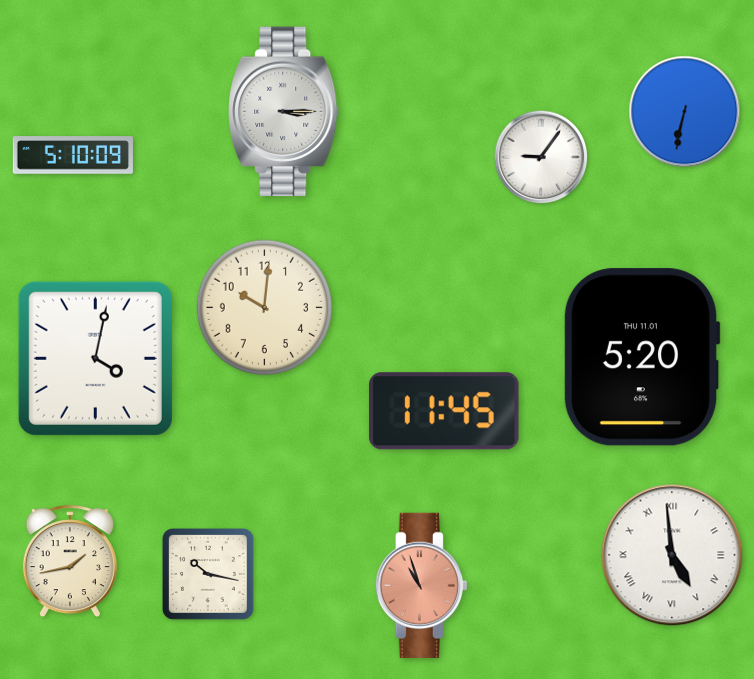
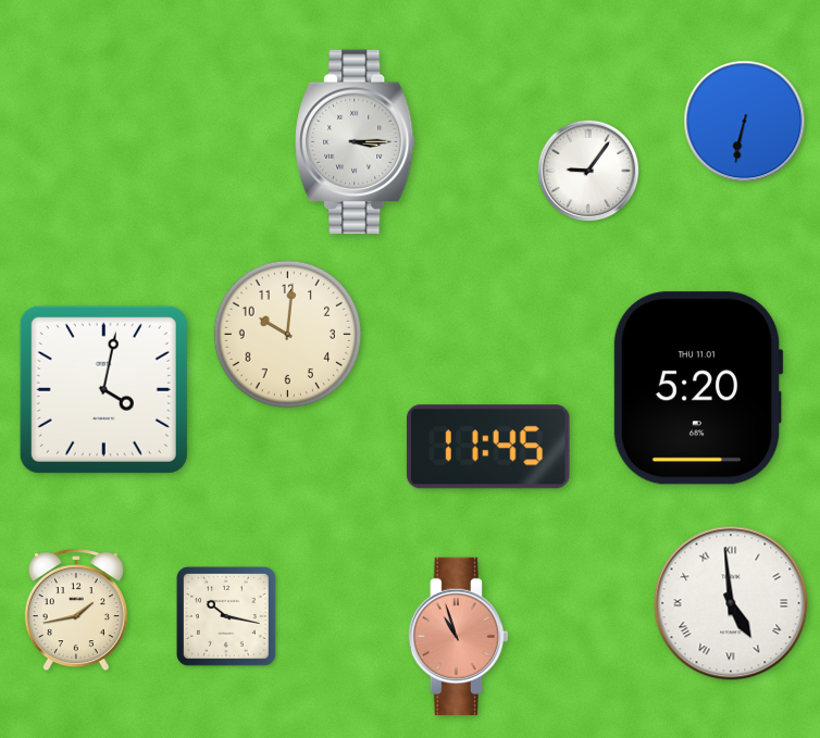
clock at (284, 112) position: (284, 112) -> (356, 142)
clock at (73, 155): 5:10 -> none
clock at (444, 411) position: (444, 411) -> (488, 447)
clock at (208, 574) position: (208, 574) -> (226, 616)
